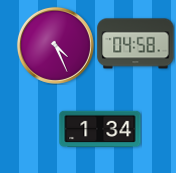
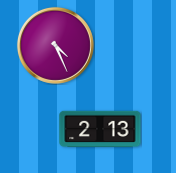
clock at (136, 44): 04:58 -> none
clock at (100, 128): 1:34 -> 2:13
